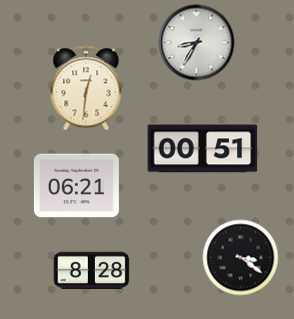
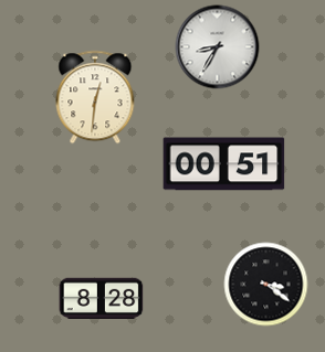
clock at (76, 186): 06:21 -> none
